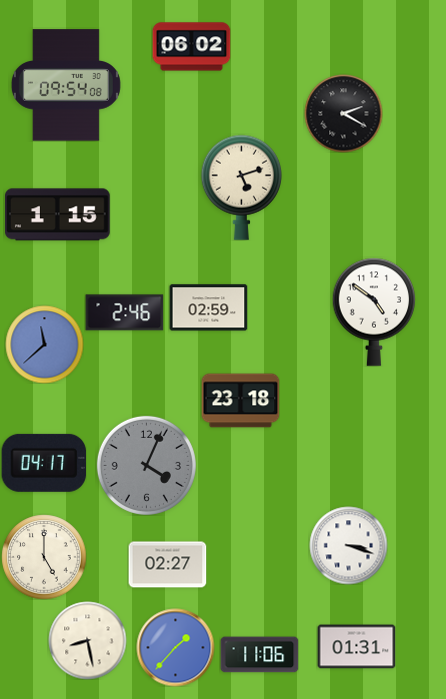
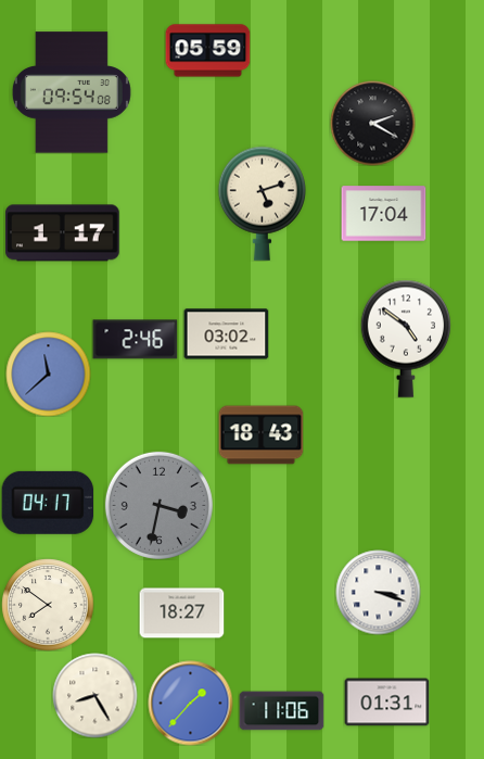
clock at (191, 47): 06:02 -> 05:59
clock at (383, 214): none -> 17:04
clock at (58, 215): 1:15 -> 1:17
clock at (208, 308): 02:59 -> 03:02
clock at (240, 401): 23:18 -> 18:43
clock at (146, 465): 4:04 -> 3:32
clock at (44, 557): 5:00 -> 7:51
clock at (167, 565): 02:27 -> 18:27
clock at (87, 640): 8:28 -> 8:25
